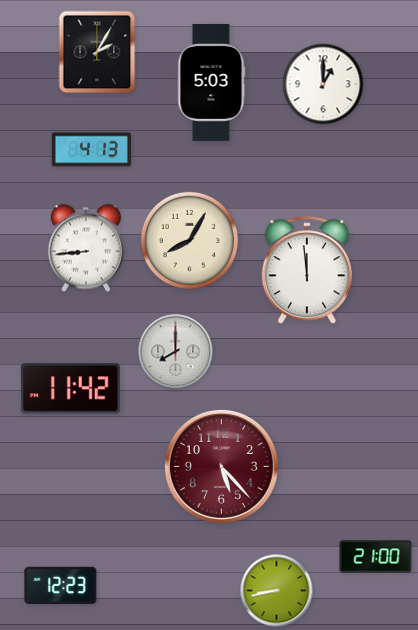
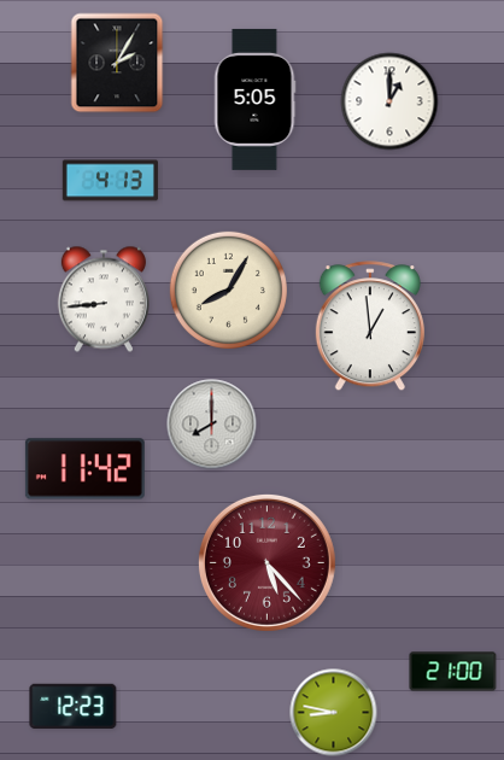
clock at (211, 82): 5:03 -> 5:05
clock at (307, 271): 11:59 -> 12:59
clock at (277, 591): 8:43 -> 8:47
